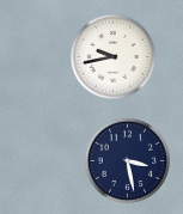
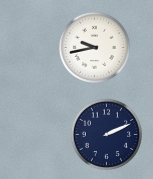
clock at (127, 160): 3:28 -> 2:11
